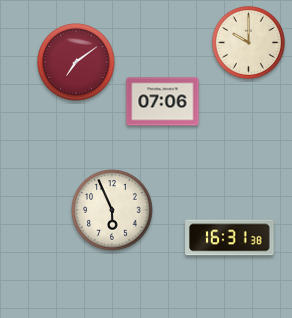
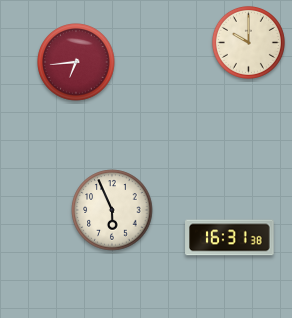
clock at (76, 62): 7:09 -> 6:44
clock at (163, 102): 07:06 -> none
